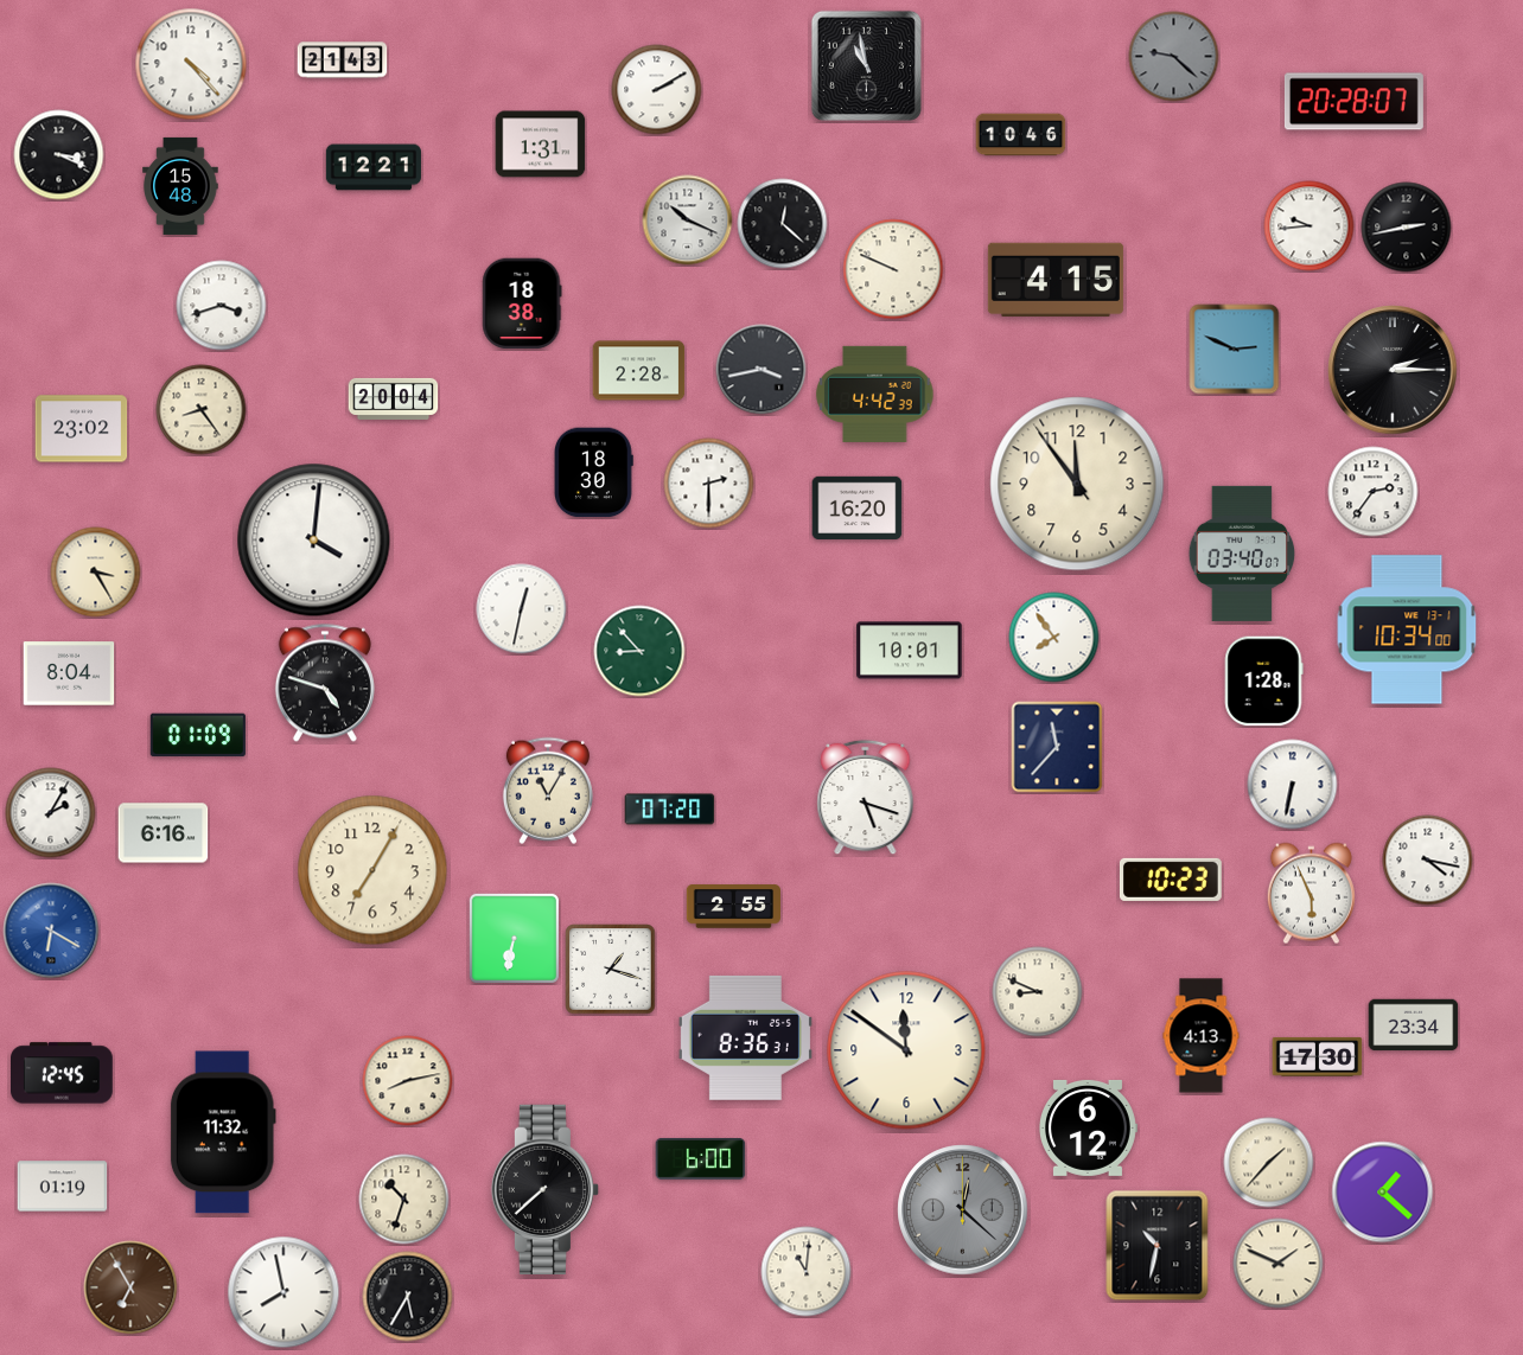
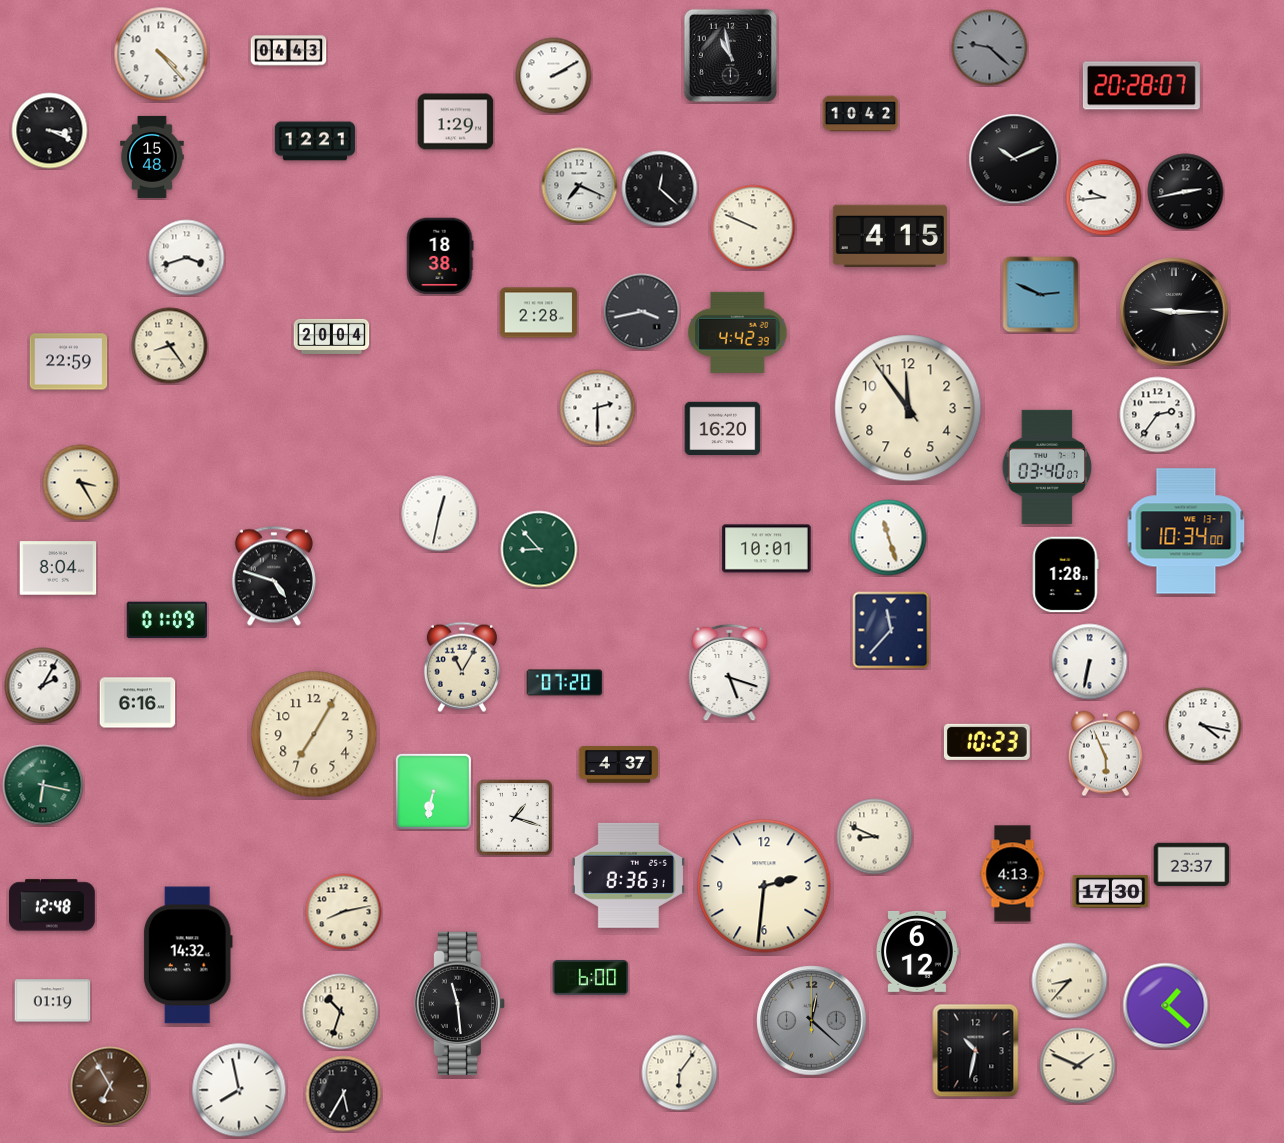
clock at (343, 60): 21:43 -> 04:43
clock at (1021, 135): 10:46 -> 10:42
clock at (541, 145): 1:31 -> 1:29
clock at (1014, 159): none -> 10:11
clock at (688, 220): 10:19 -> 7:19
clock at (1309, 226) position: (1309, 226) -> (1104, 198)
clock at (1393, 370): 2:15 -> 9:15
clock at (82, 429): 23:02 -> 22:59
clock at (594, 473): 18:30 -> none
clock at (314, 541): 4:01 -> none
clock at (1054, 638): 7:54 -> 11:27
clock at (733, 907): 2:55 -> 4:37
clock at (51, 931): 6:20 -> 6:17
clock at (51, 931) dial: blue -> green
clock at (1414, 1025): 23:34 -> 23:37
clock at (906, 1050): 11:51 -> 2:31
clock at (63, 1073): 12:45 -> 12:48
clock at (223, 1132): 11:32 -> 14:32
clock at (1269, 1163): 1:37 -> 8:37
clock at (544, 1189): 7:38 -> 11:29
clock at (807, 1272): 11:01 -> 6:06
